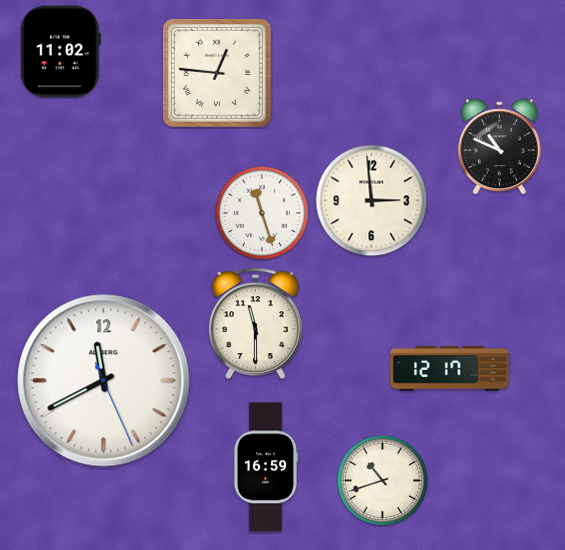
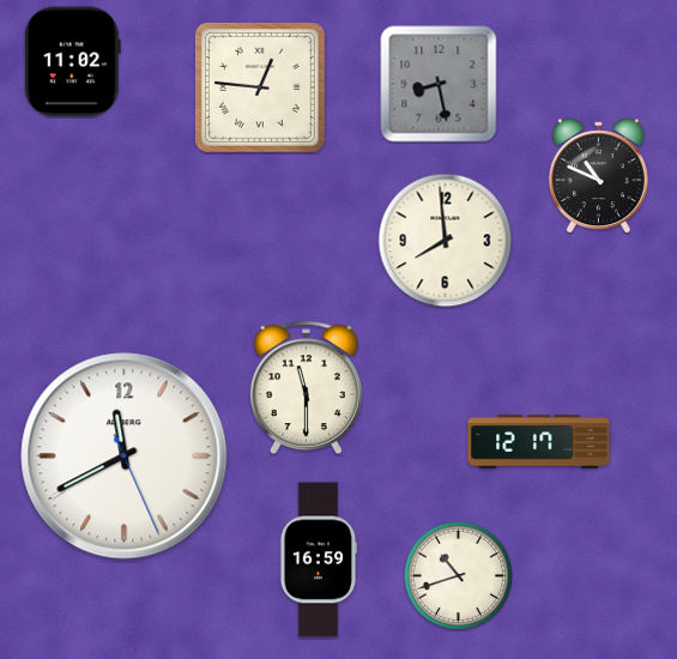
clock at (439, 84): none -> 8:28
clock at (372, 201): 2:59 -> 7:59
clock at (262, 213): 11:27 -> none
